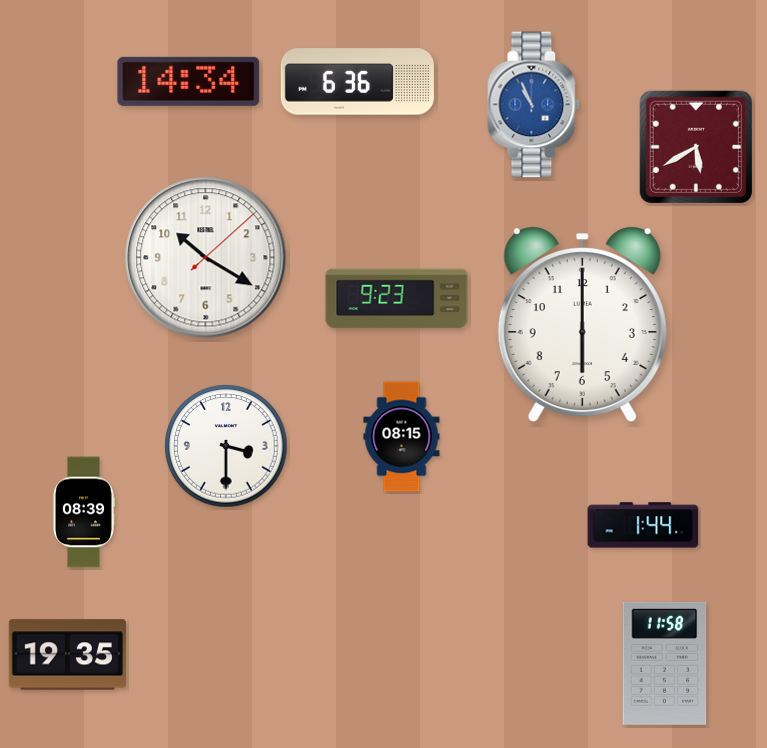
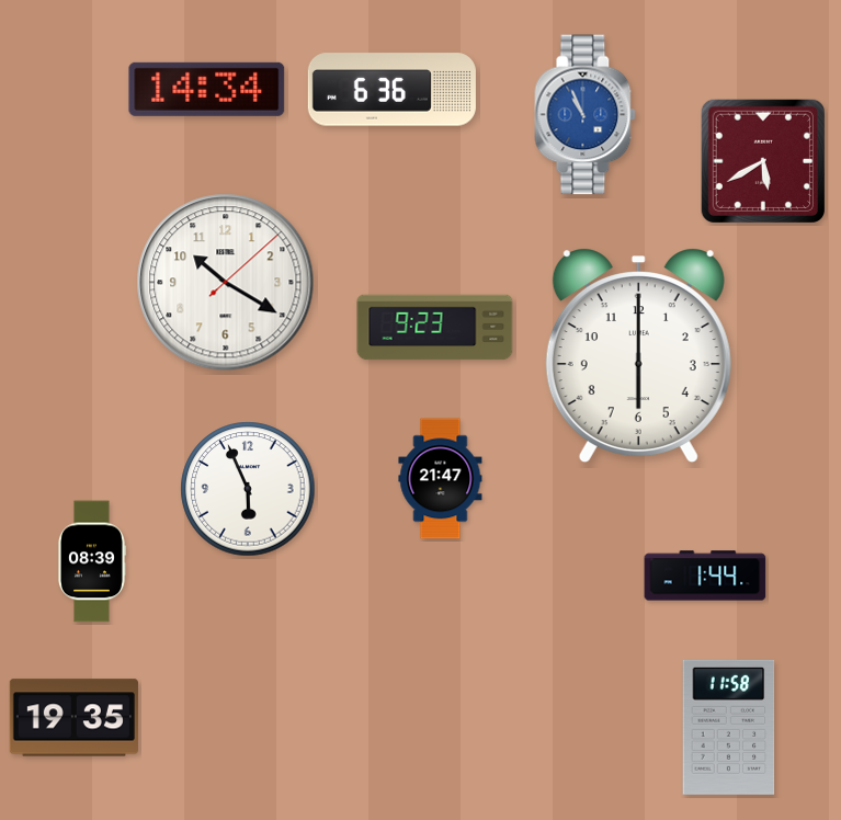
clock at (402, 437): 08:15 -> 21:47
clock at (226, 446): 3:30 -> 5:56
